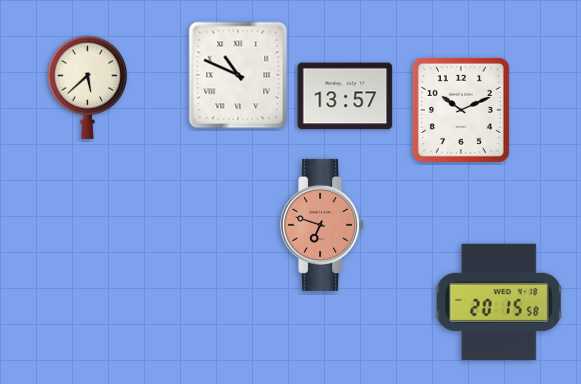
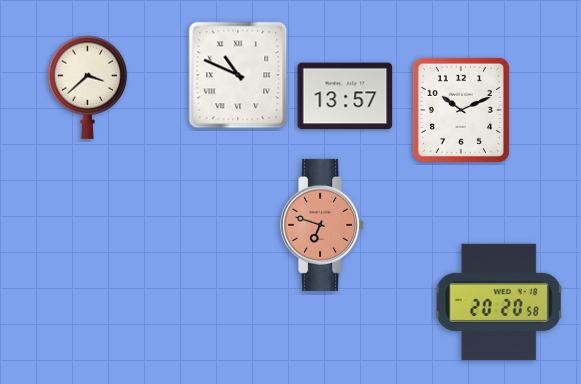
clock at (88, 87): 5:38 -> 3:38
clock at (499, 302): 20:15 -> 20:20
